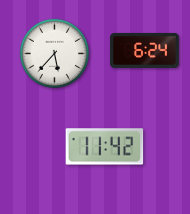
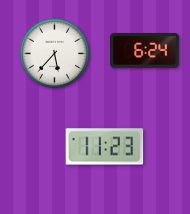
clock at (105, 147): 11:42 -> 11:23
